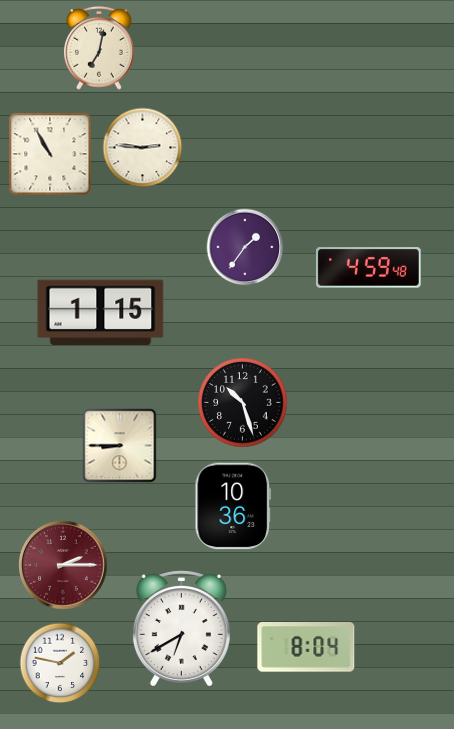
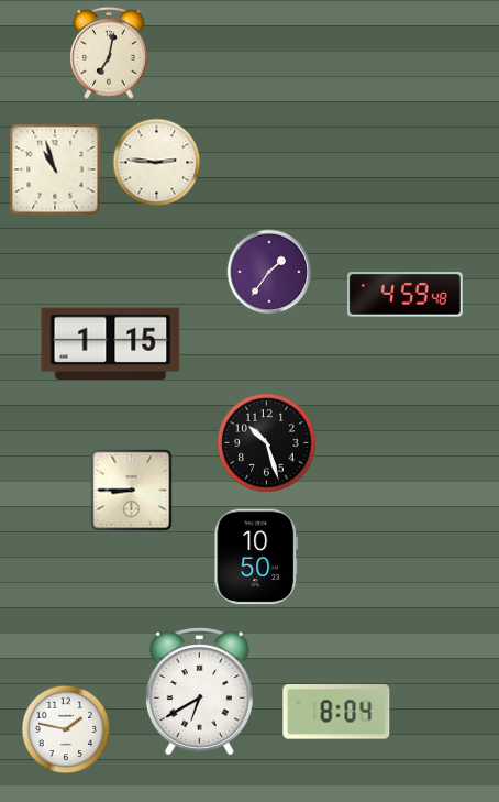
clock at (50, 154): 10:55 -> 10:57
clock at (233, 506): 10:36 -> 10:50
clock at (63, 565): 2:15 -> none
